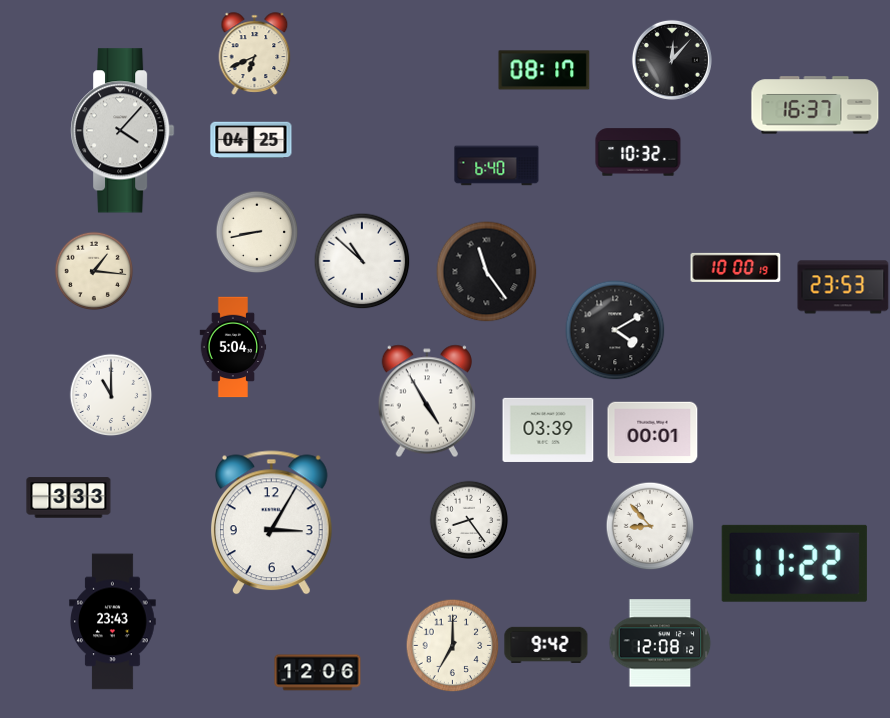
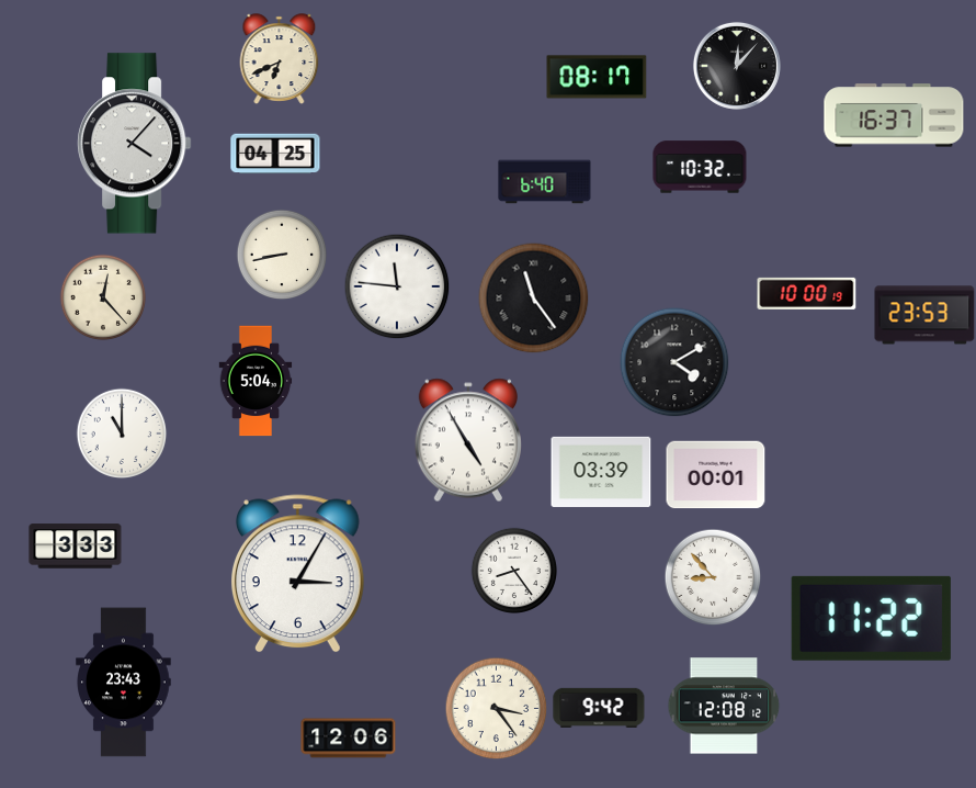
clock at (362, 261): 10:52 -> 11:46
clock at (93, 270): 1:16 -> 12:23
clock at (452, 645): 7:00 -> 3:24
